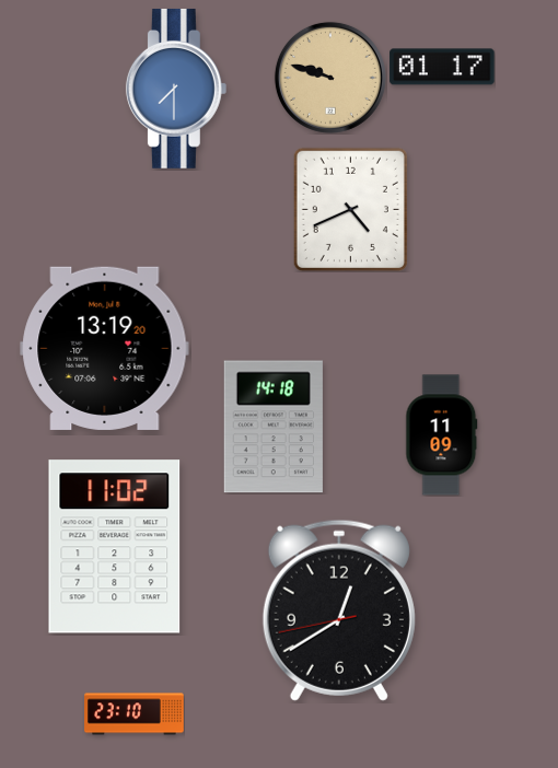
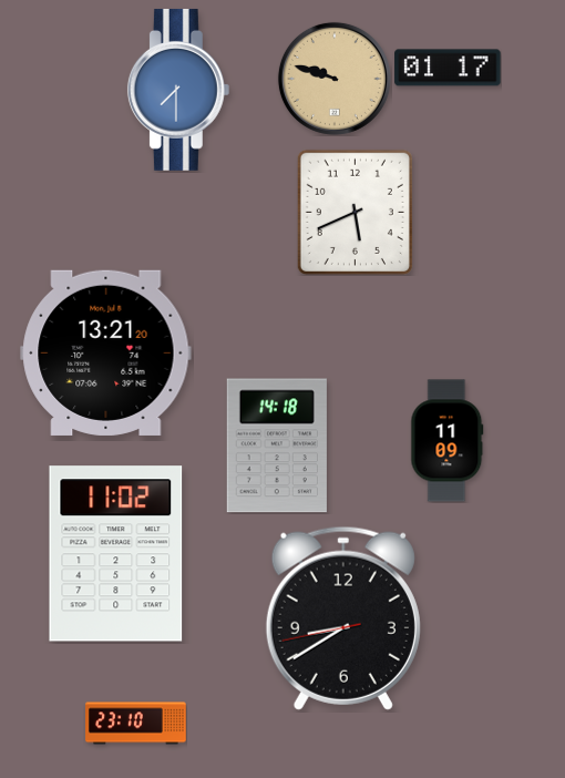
clock at (350, 209): 4:41 -> 5:41
clock at (105, 348): 13:19 -> 13:21
clock at (274, 427) position: (274, 427) -> (277, 446)
clock at (339, 610): 12:39 -> 8:39
